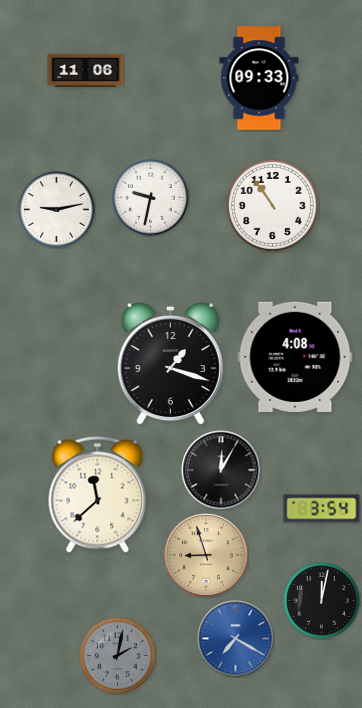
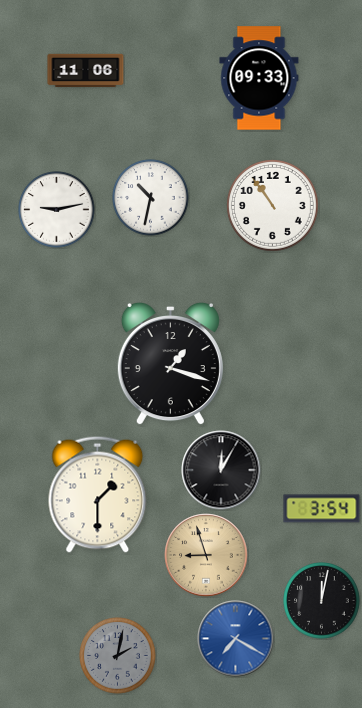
clock at (151, 198): 9:32 -> 10:32
clock at (295, 357): 4:08 -> none
clock at (98, 494): 11:38 -> 1:30
